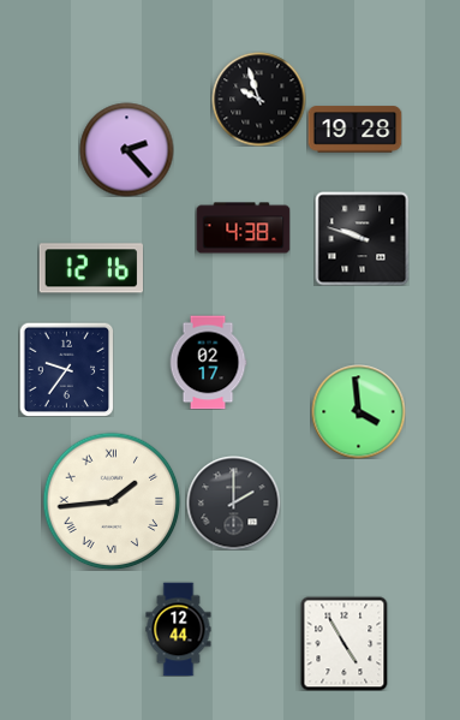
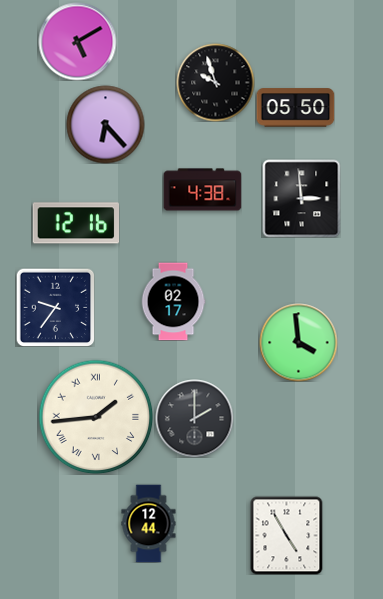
clock at (77, 41): none -> 5:10
clock at (354, 130): 19:28 -> 05:50
clock at (126, 149): 2:23 -> 6:23
clock at (362, 238): 9:48 -> 2:59
clock at (112, 501) position: (112, 501) -> (96, 417)
